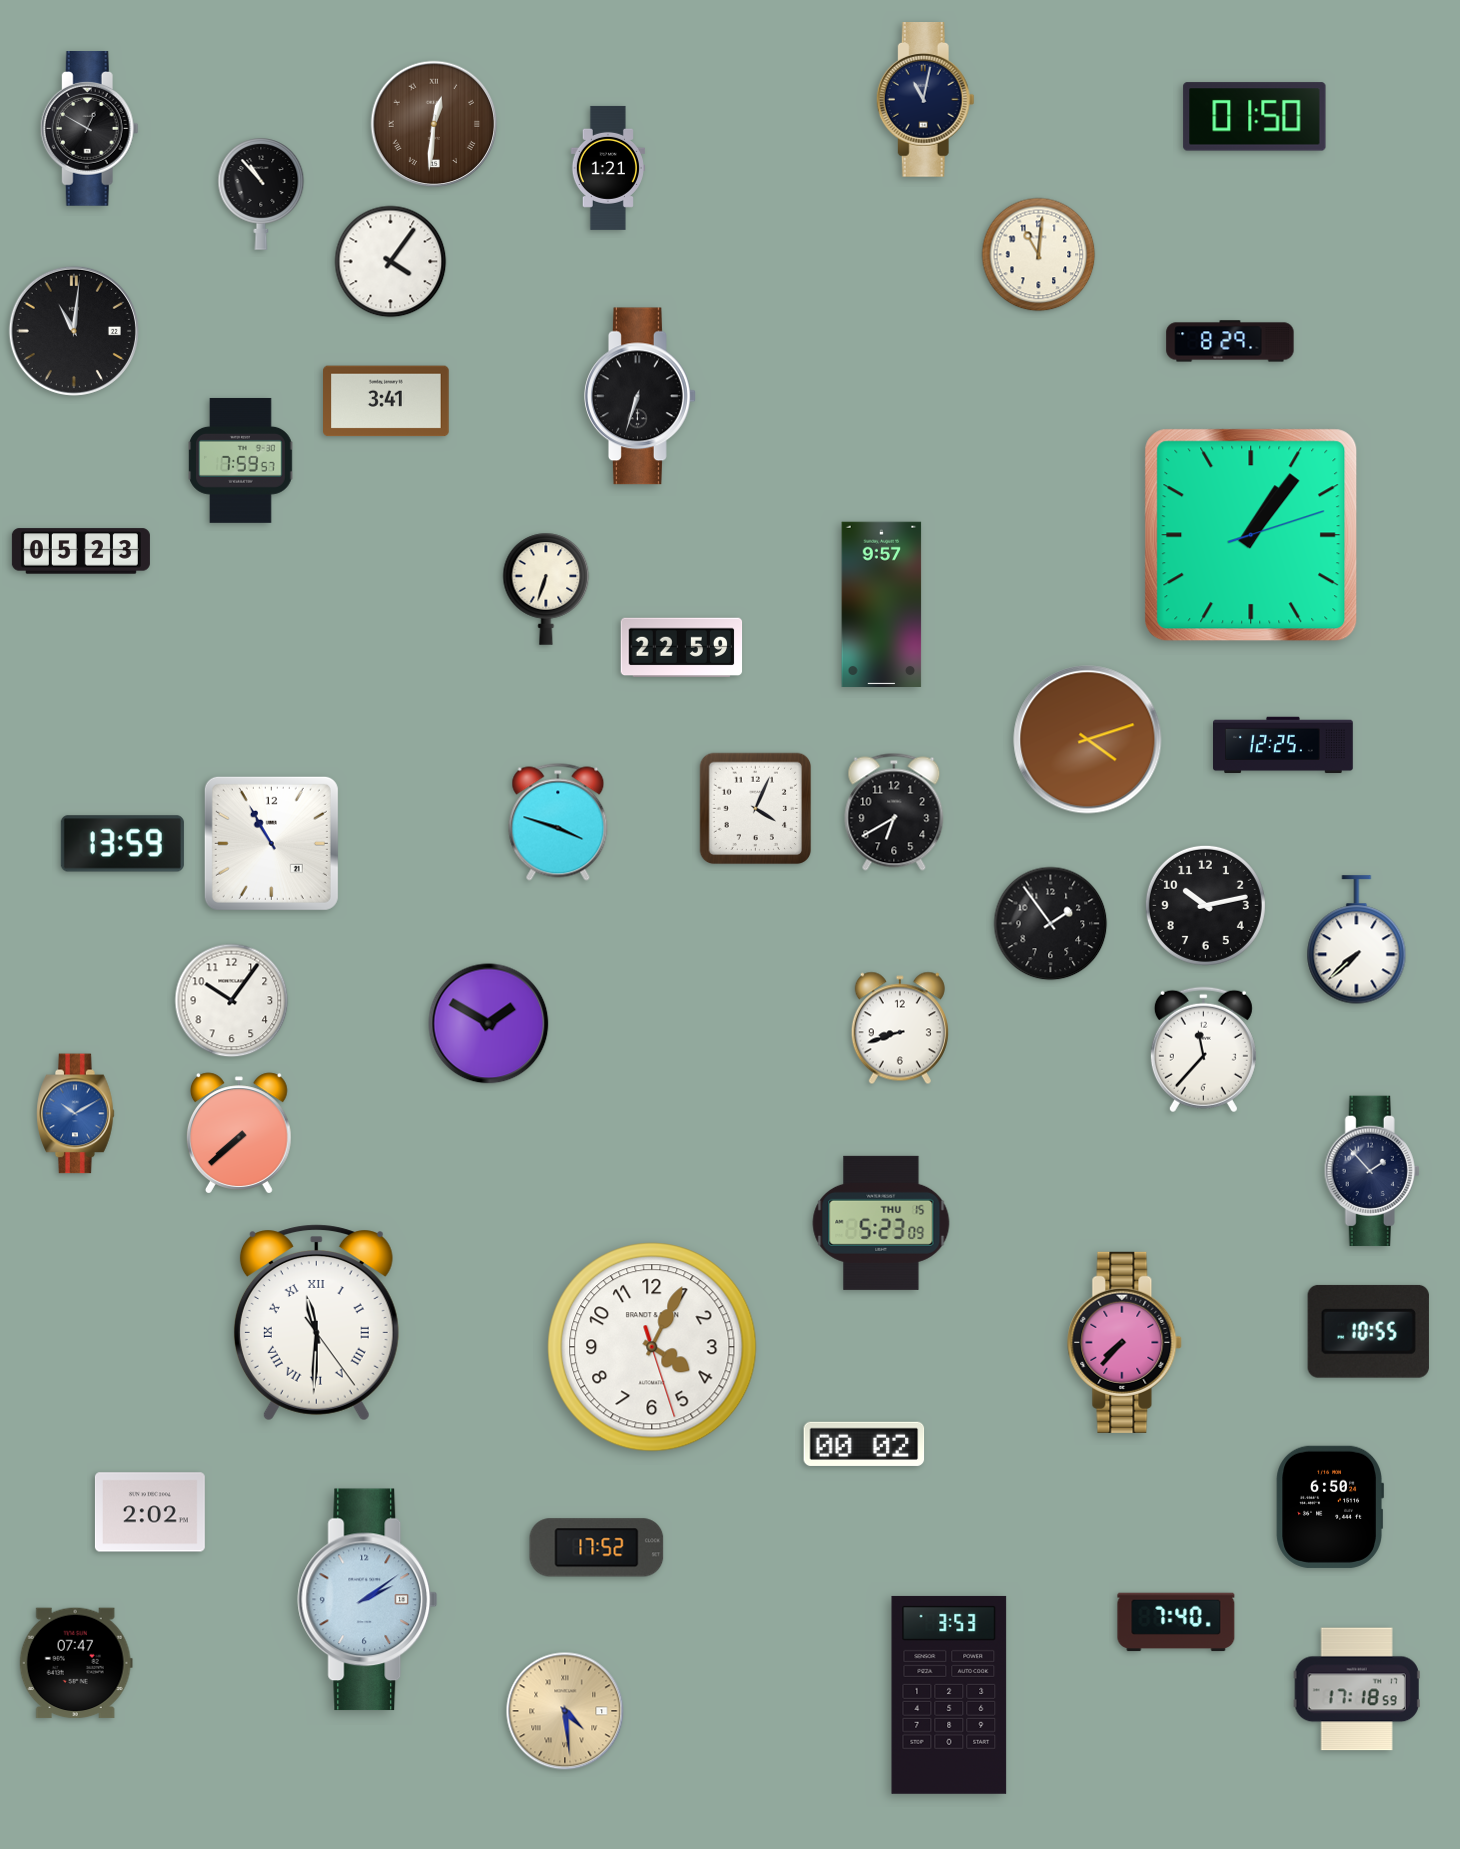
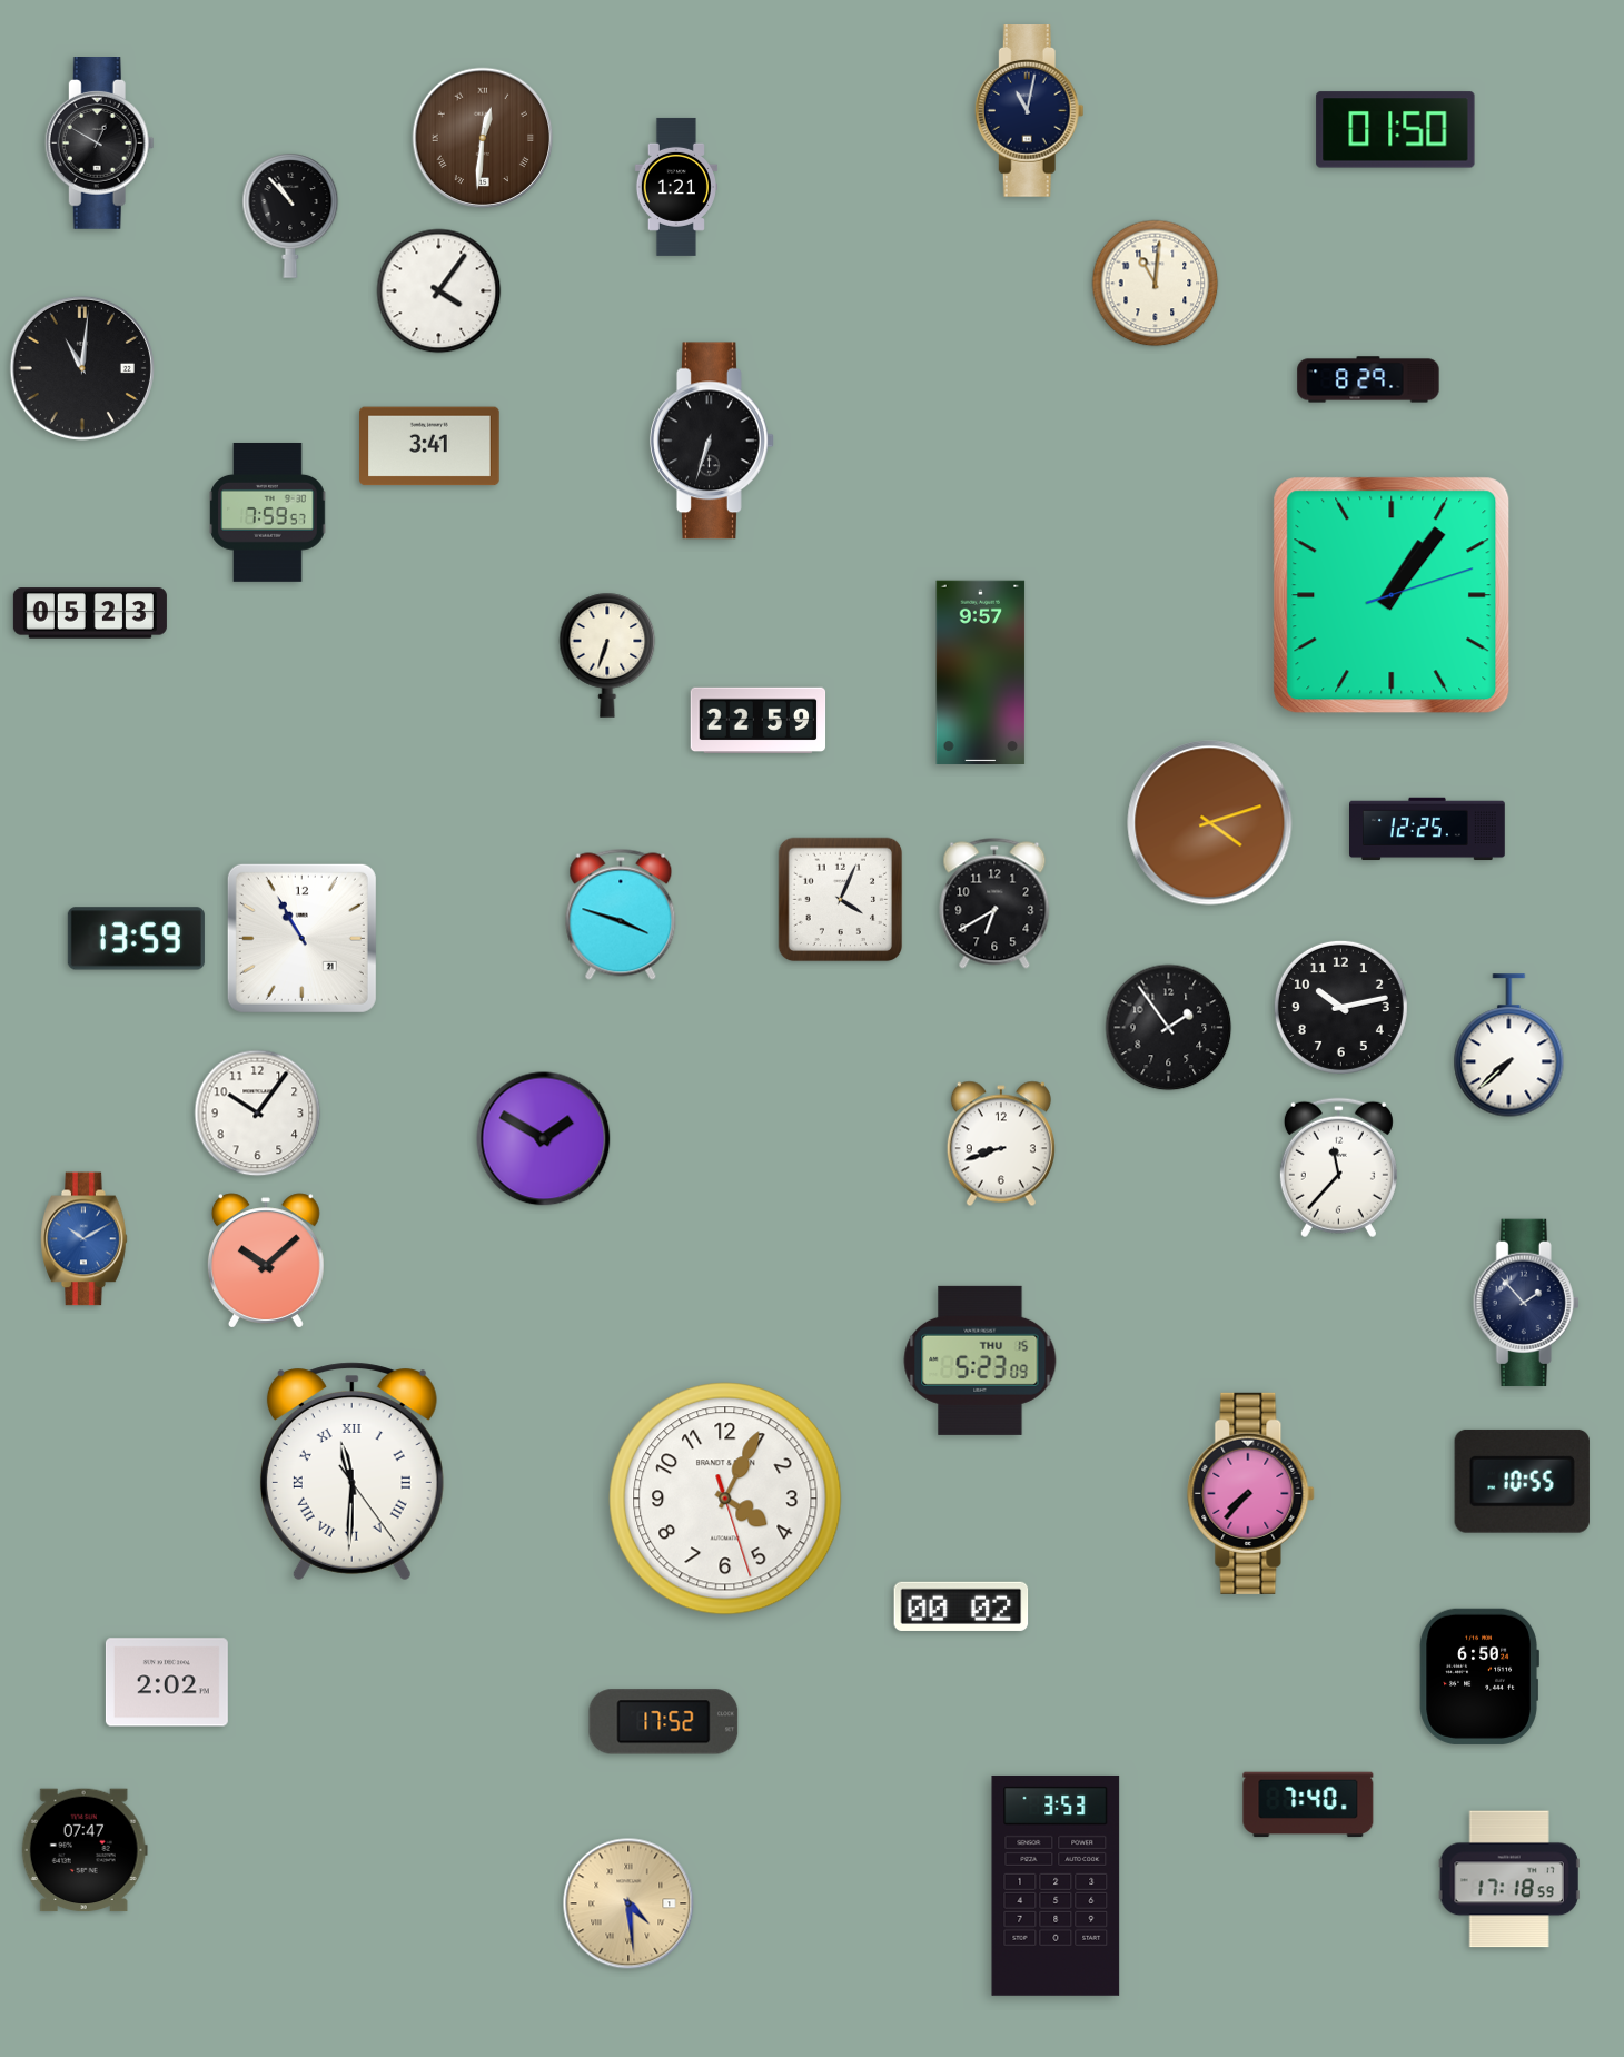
clock at (391, 262) position: (391, 262) -> (439, 291)
clock at (239, 1133): 7:38 -> 10:08
clock at (368, 1600): 2:09 -> none
